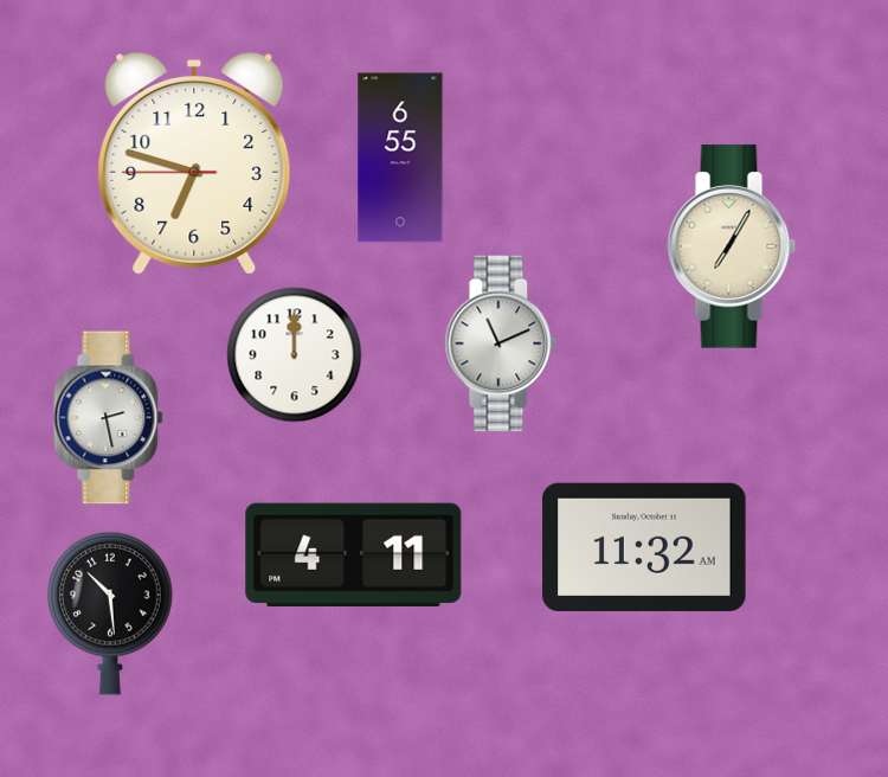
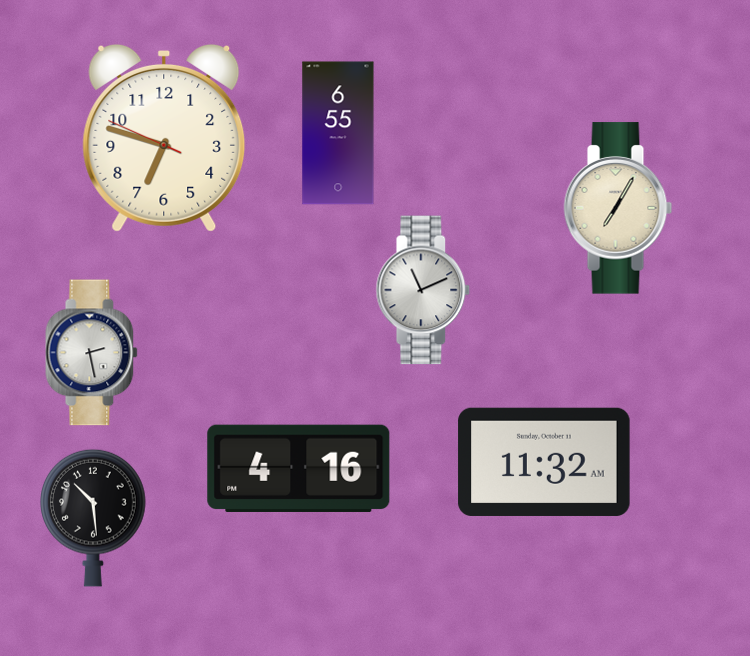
clock at (194, 163): 6:47:45 -> 6:47:49
clock at (295, 355): 12:00 -> none
clock at (354, 554): 4:11 -> 4:16
